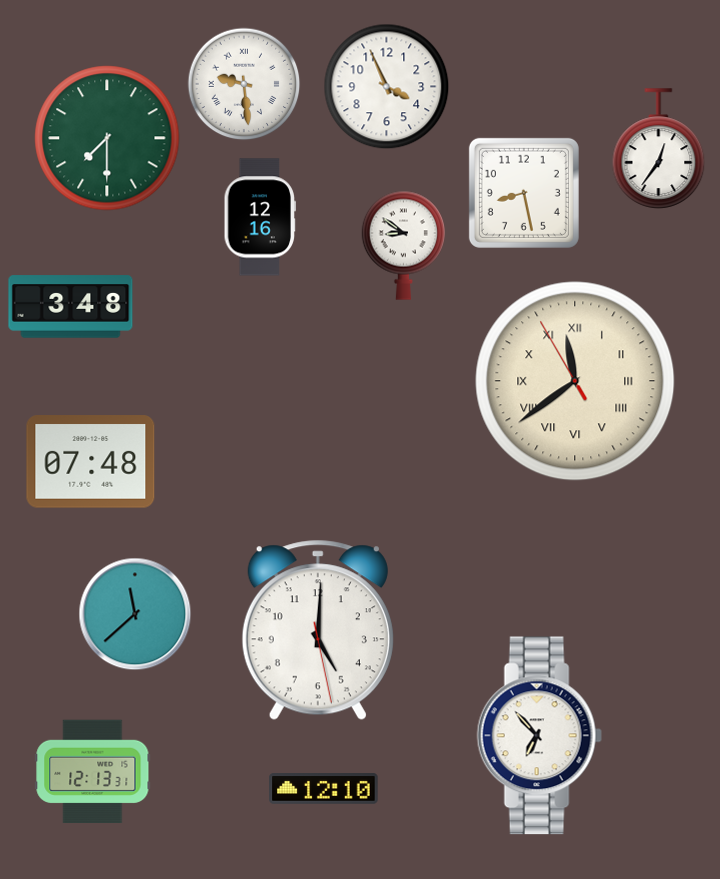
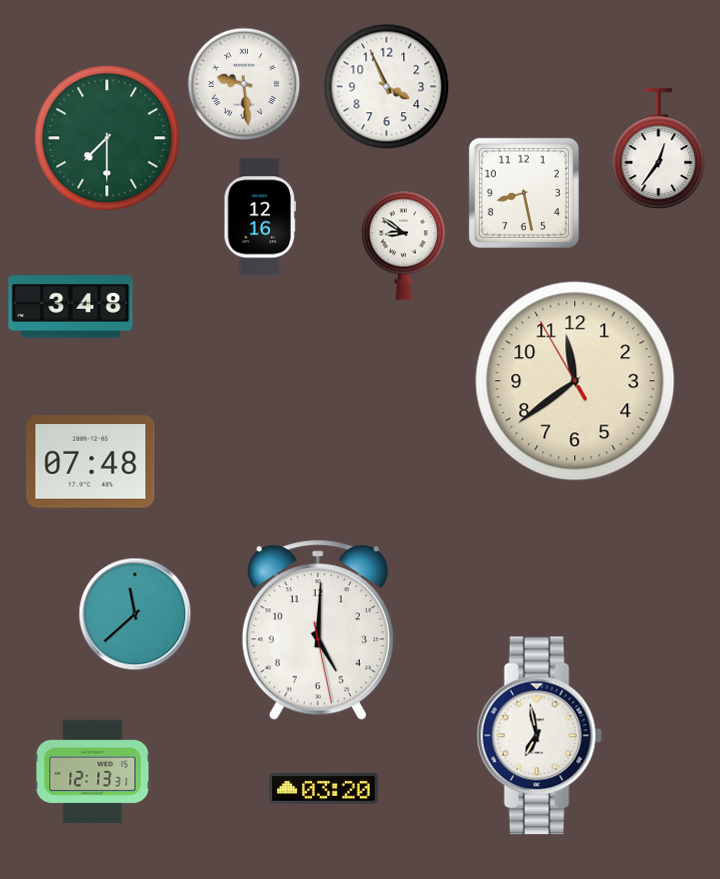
clock at (575, 381) numerals: Roman -> Arabic
clock at (539, 736): 6:53 -> 6:58
clock at (324, 789): 12:10 -> 03:20
